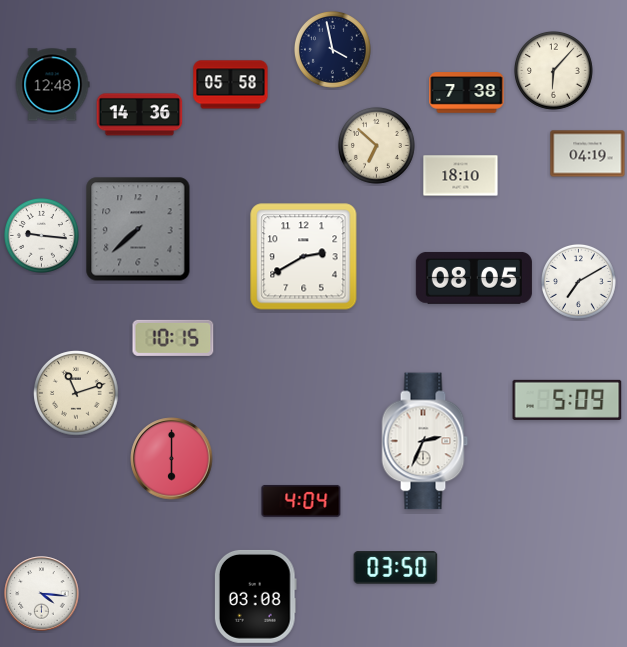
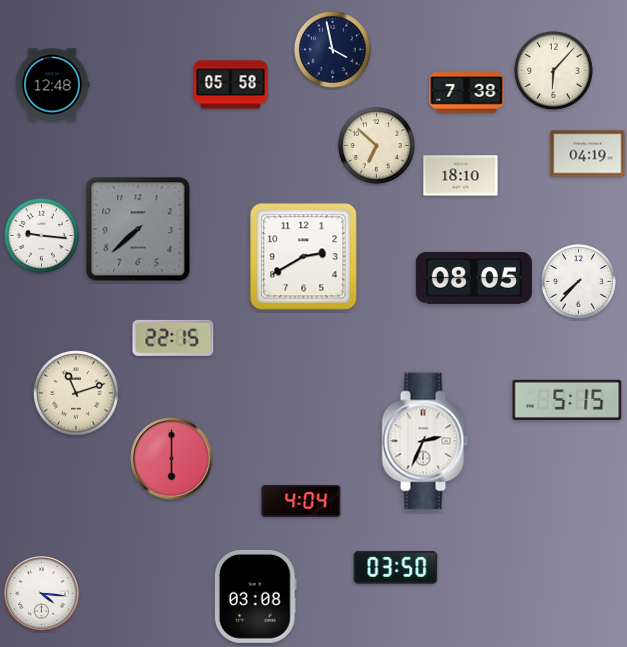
clock at (140, 115): 14:36 -> none
clock at (578, 281): 7:10 -> 7:37
clock at (173, 338): 10:15 -> 22:15
clock at (567, 400): 5:09 -> 5:15
